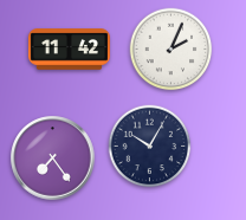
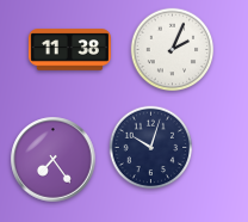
clock at (69, 50): 11:42 -> 11:38
clock at (150, 147): 10:05 -> 10:03
